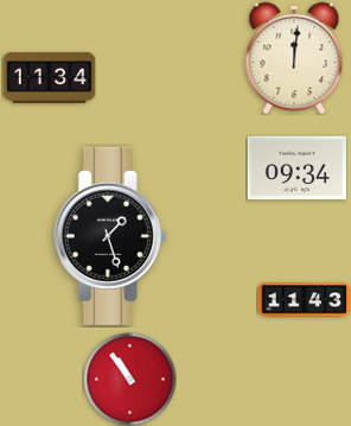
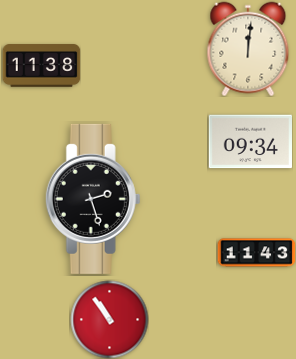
clock at (49, 78): 11:34 -> 11:38
clock at (110, 236): 1:27 -> 2:27
